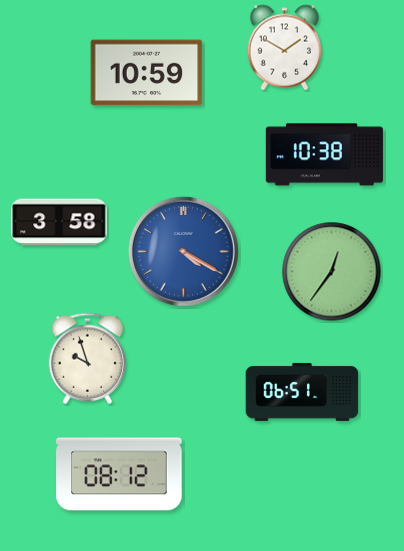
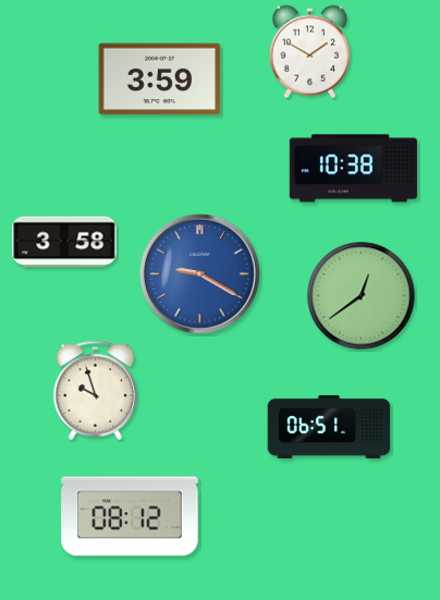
clock at (147, 73): 10:59 -> 3:59
clock at (183, 251): 4:20 -> 9:20
clock at (332, 272): 12:36 -> 12:39
